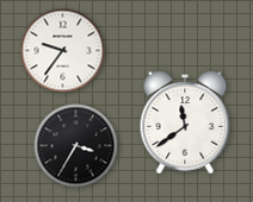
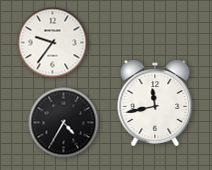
clock at (185, 122): 11:39 -> 11:43
clock at (76, 146): 3:35 -> 4:35
